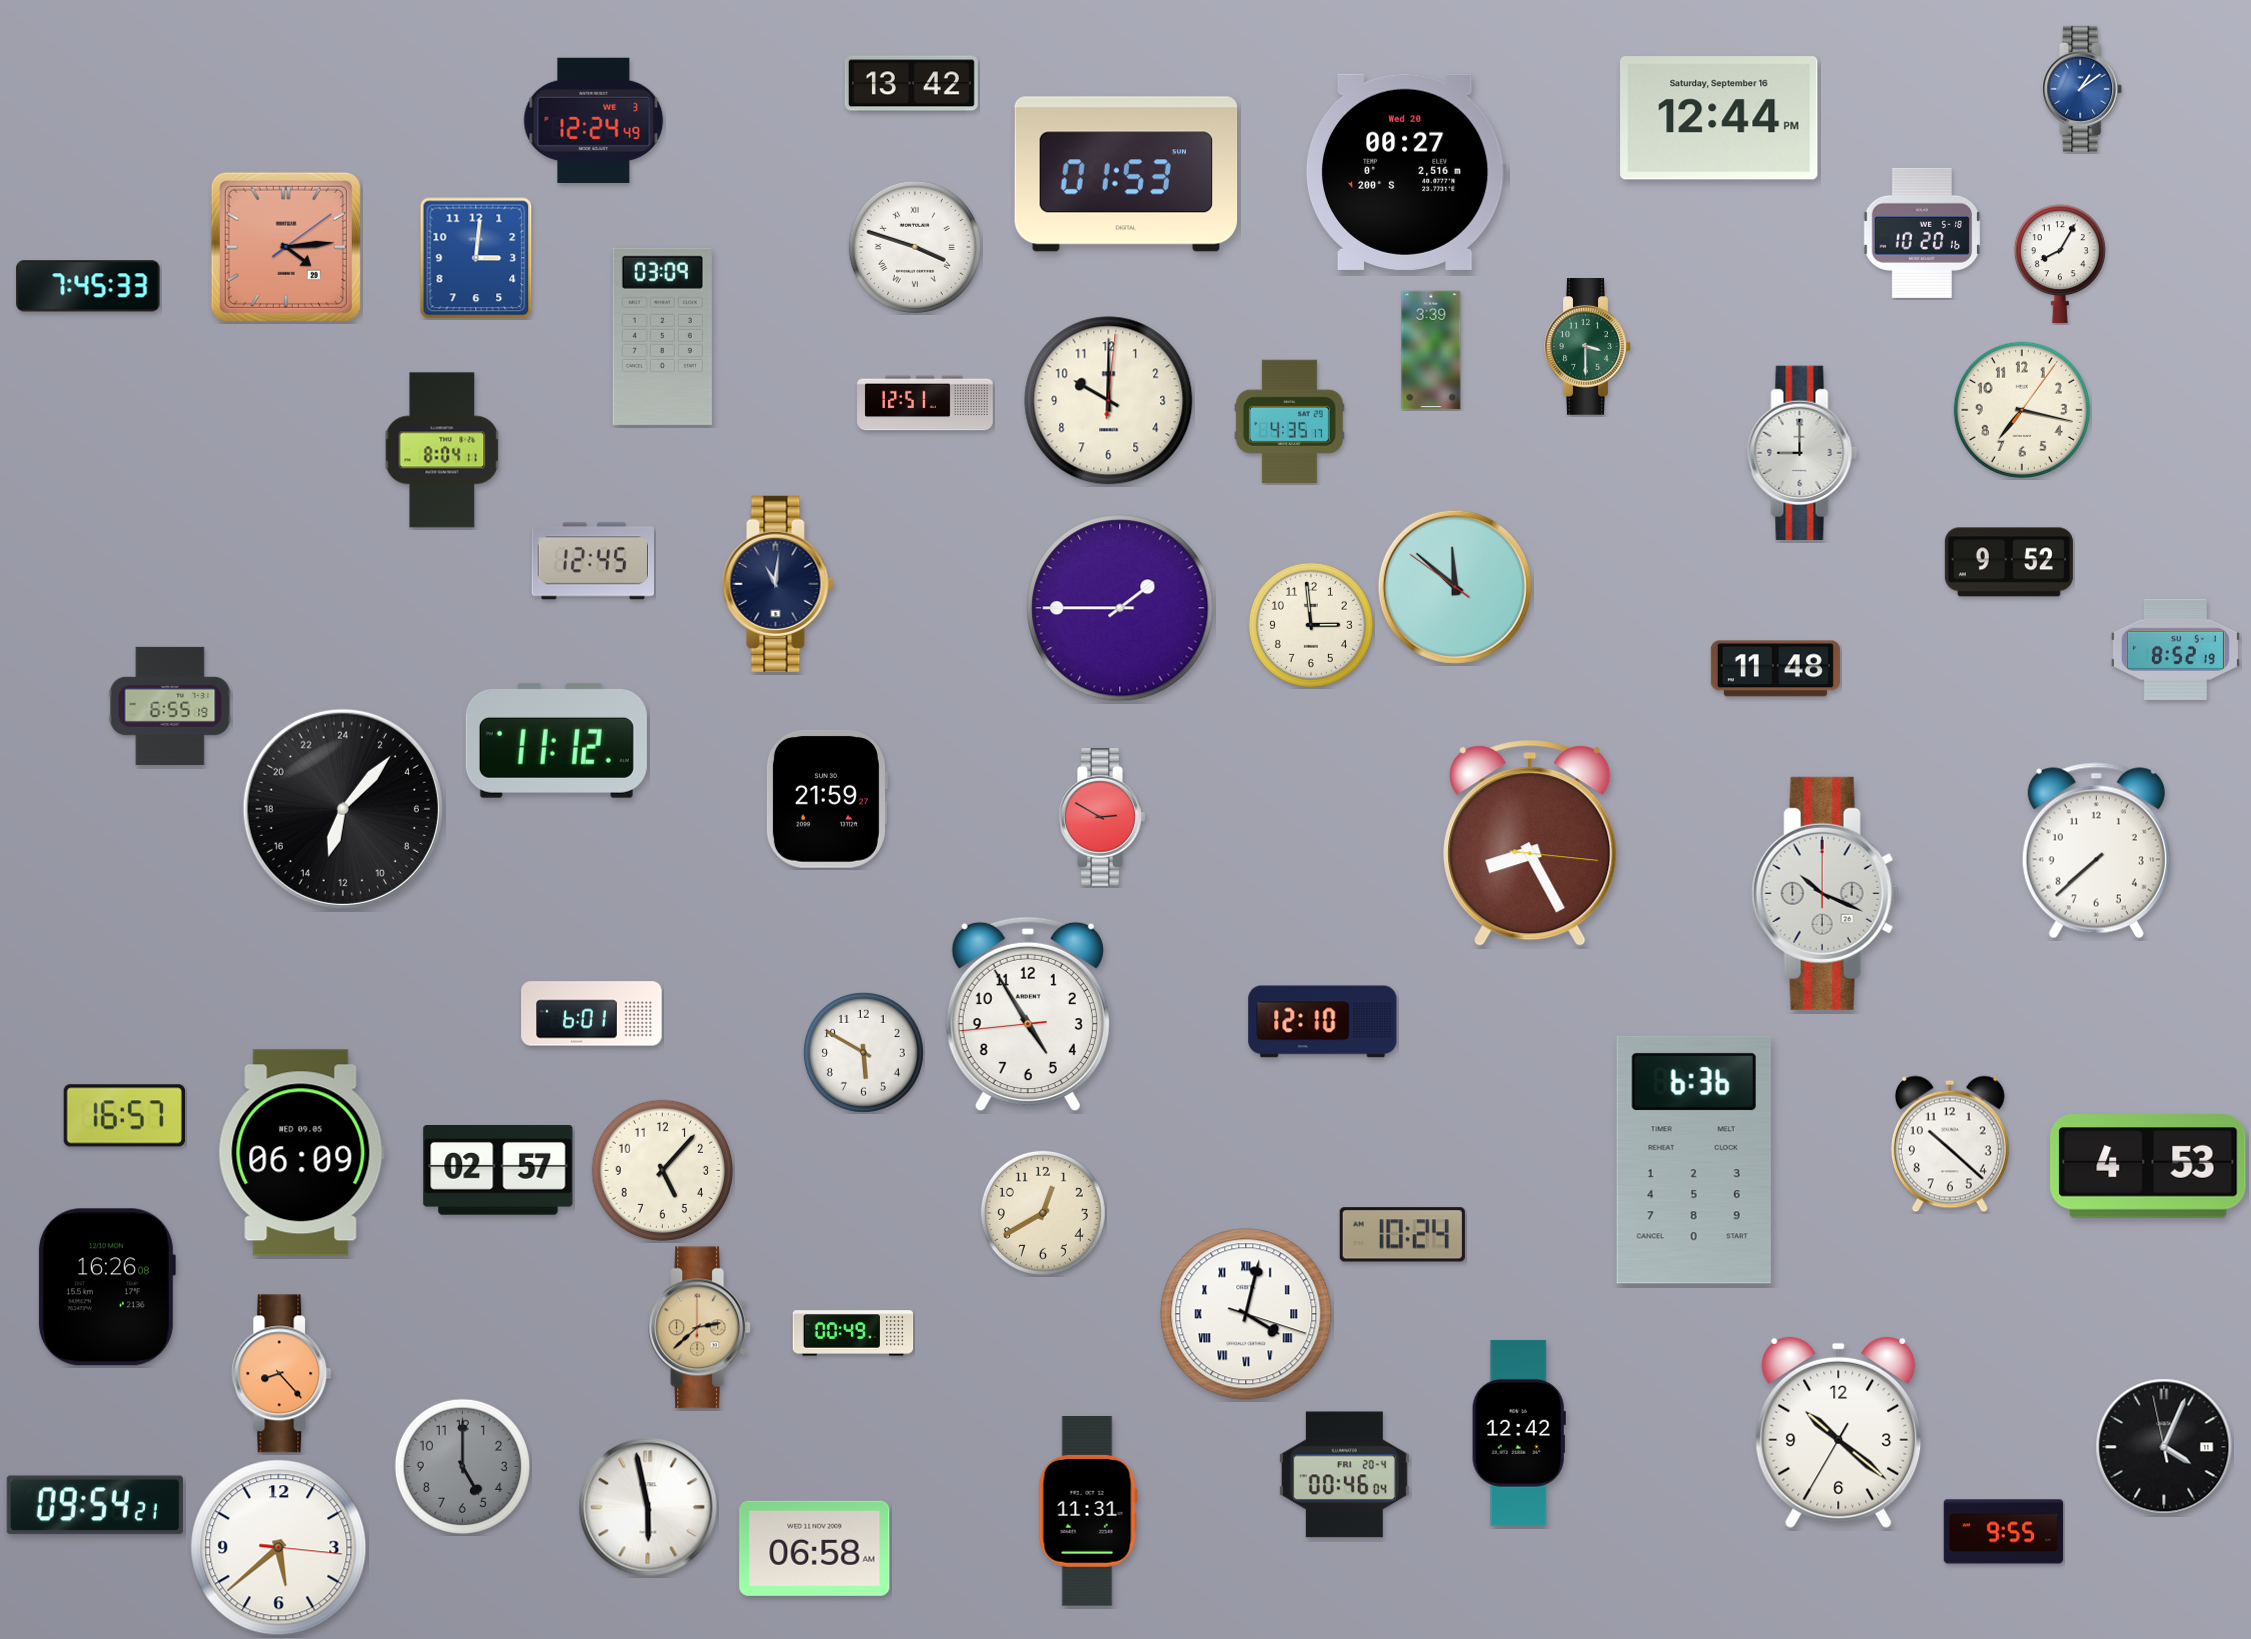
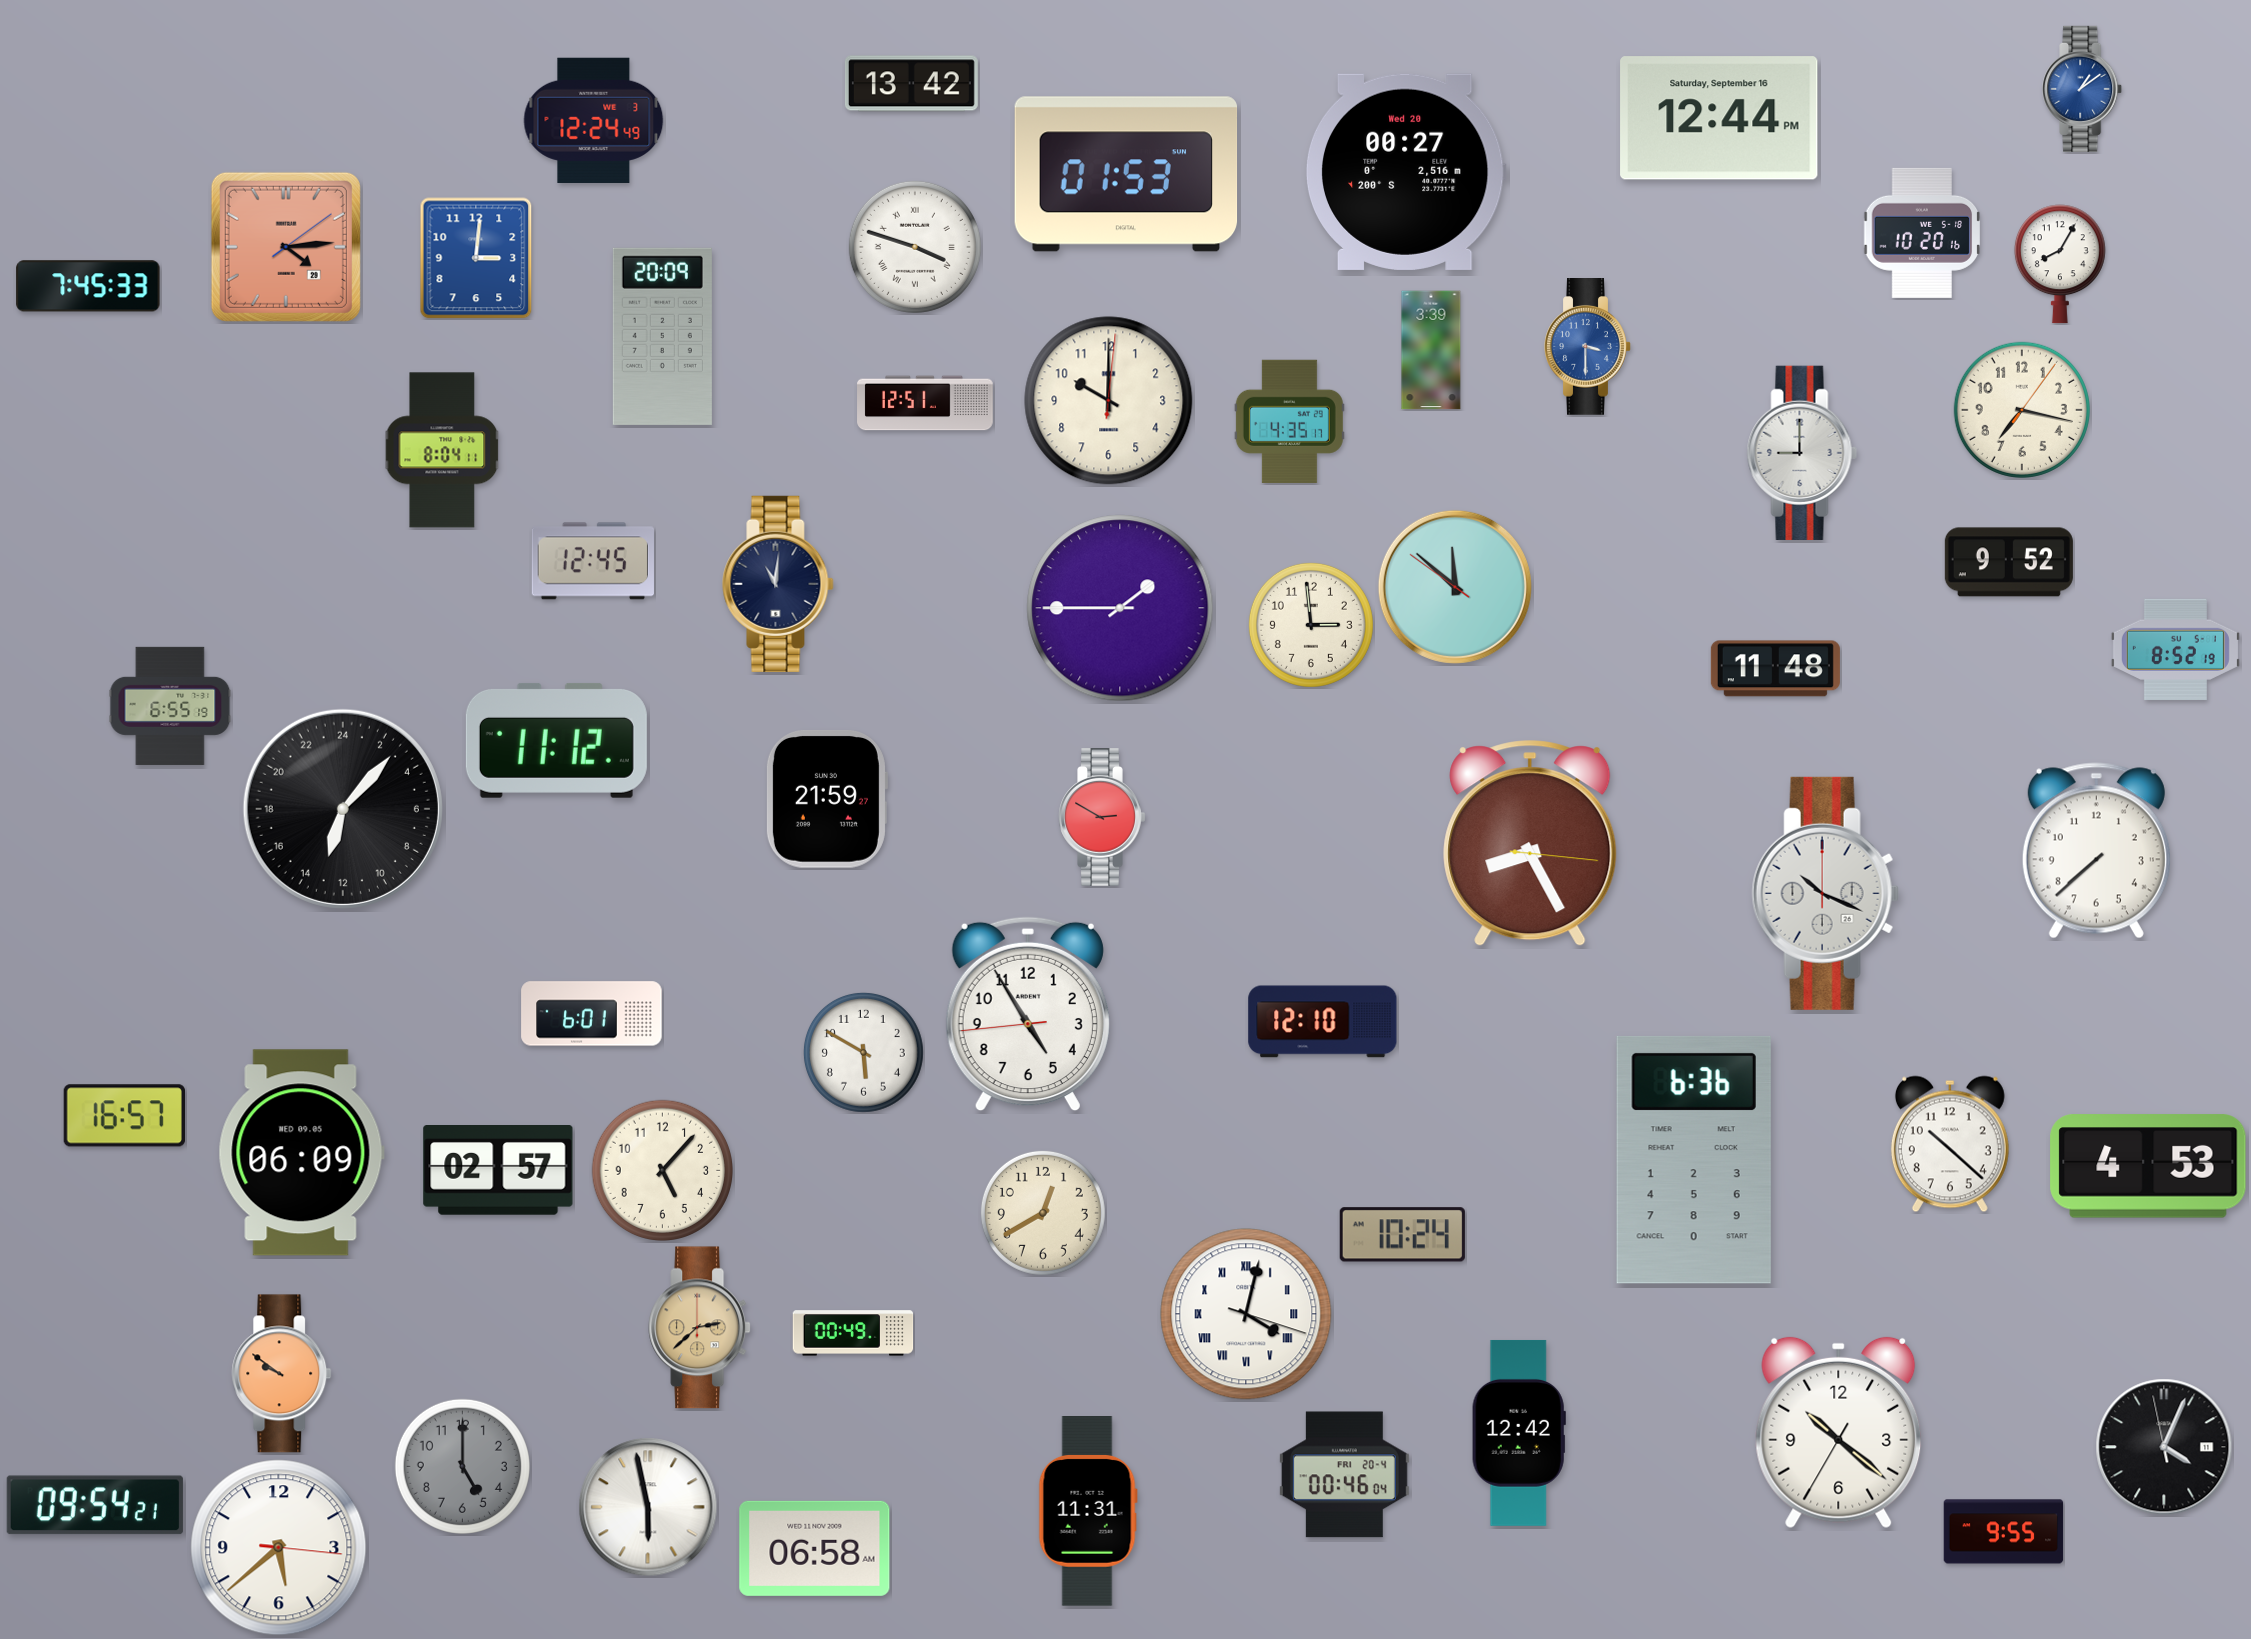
clock at (662, 336): 03:09 -> 20:09
clock at (1588, 347) dial: green -> blue
clock at (106, 1287): 16:26 -> none
clock at (282, 1374): 8:23 -> 9:51
